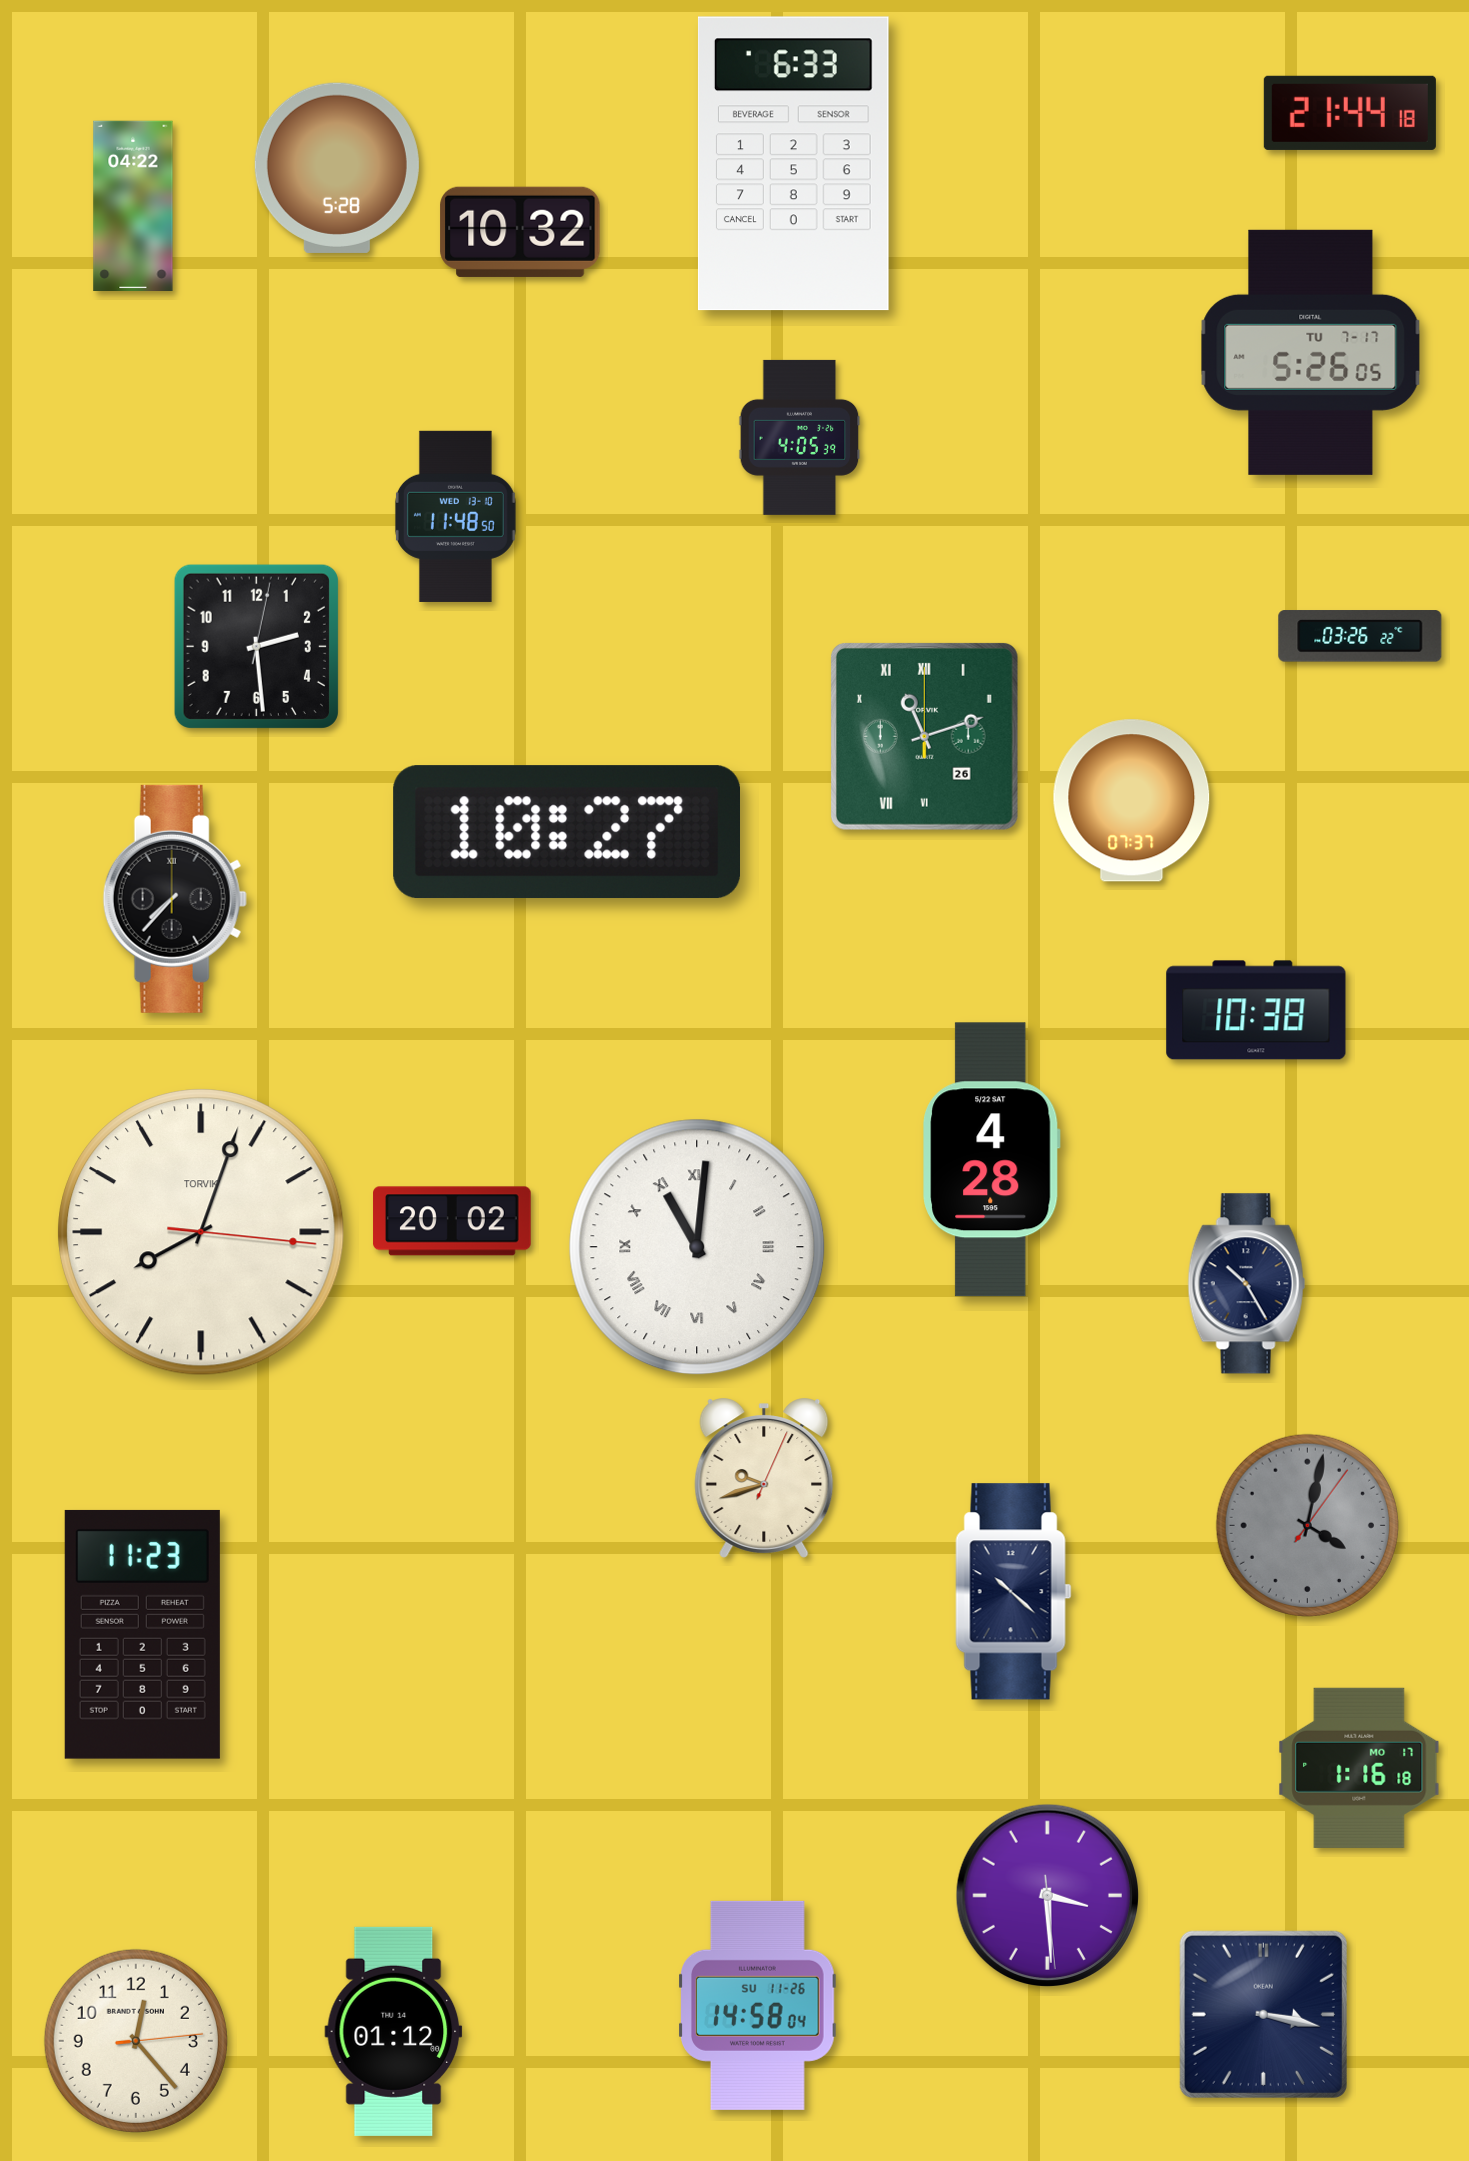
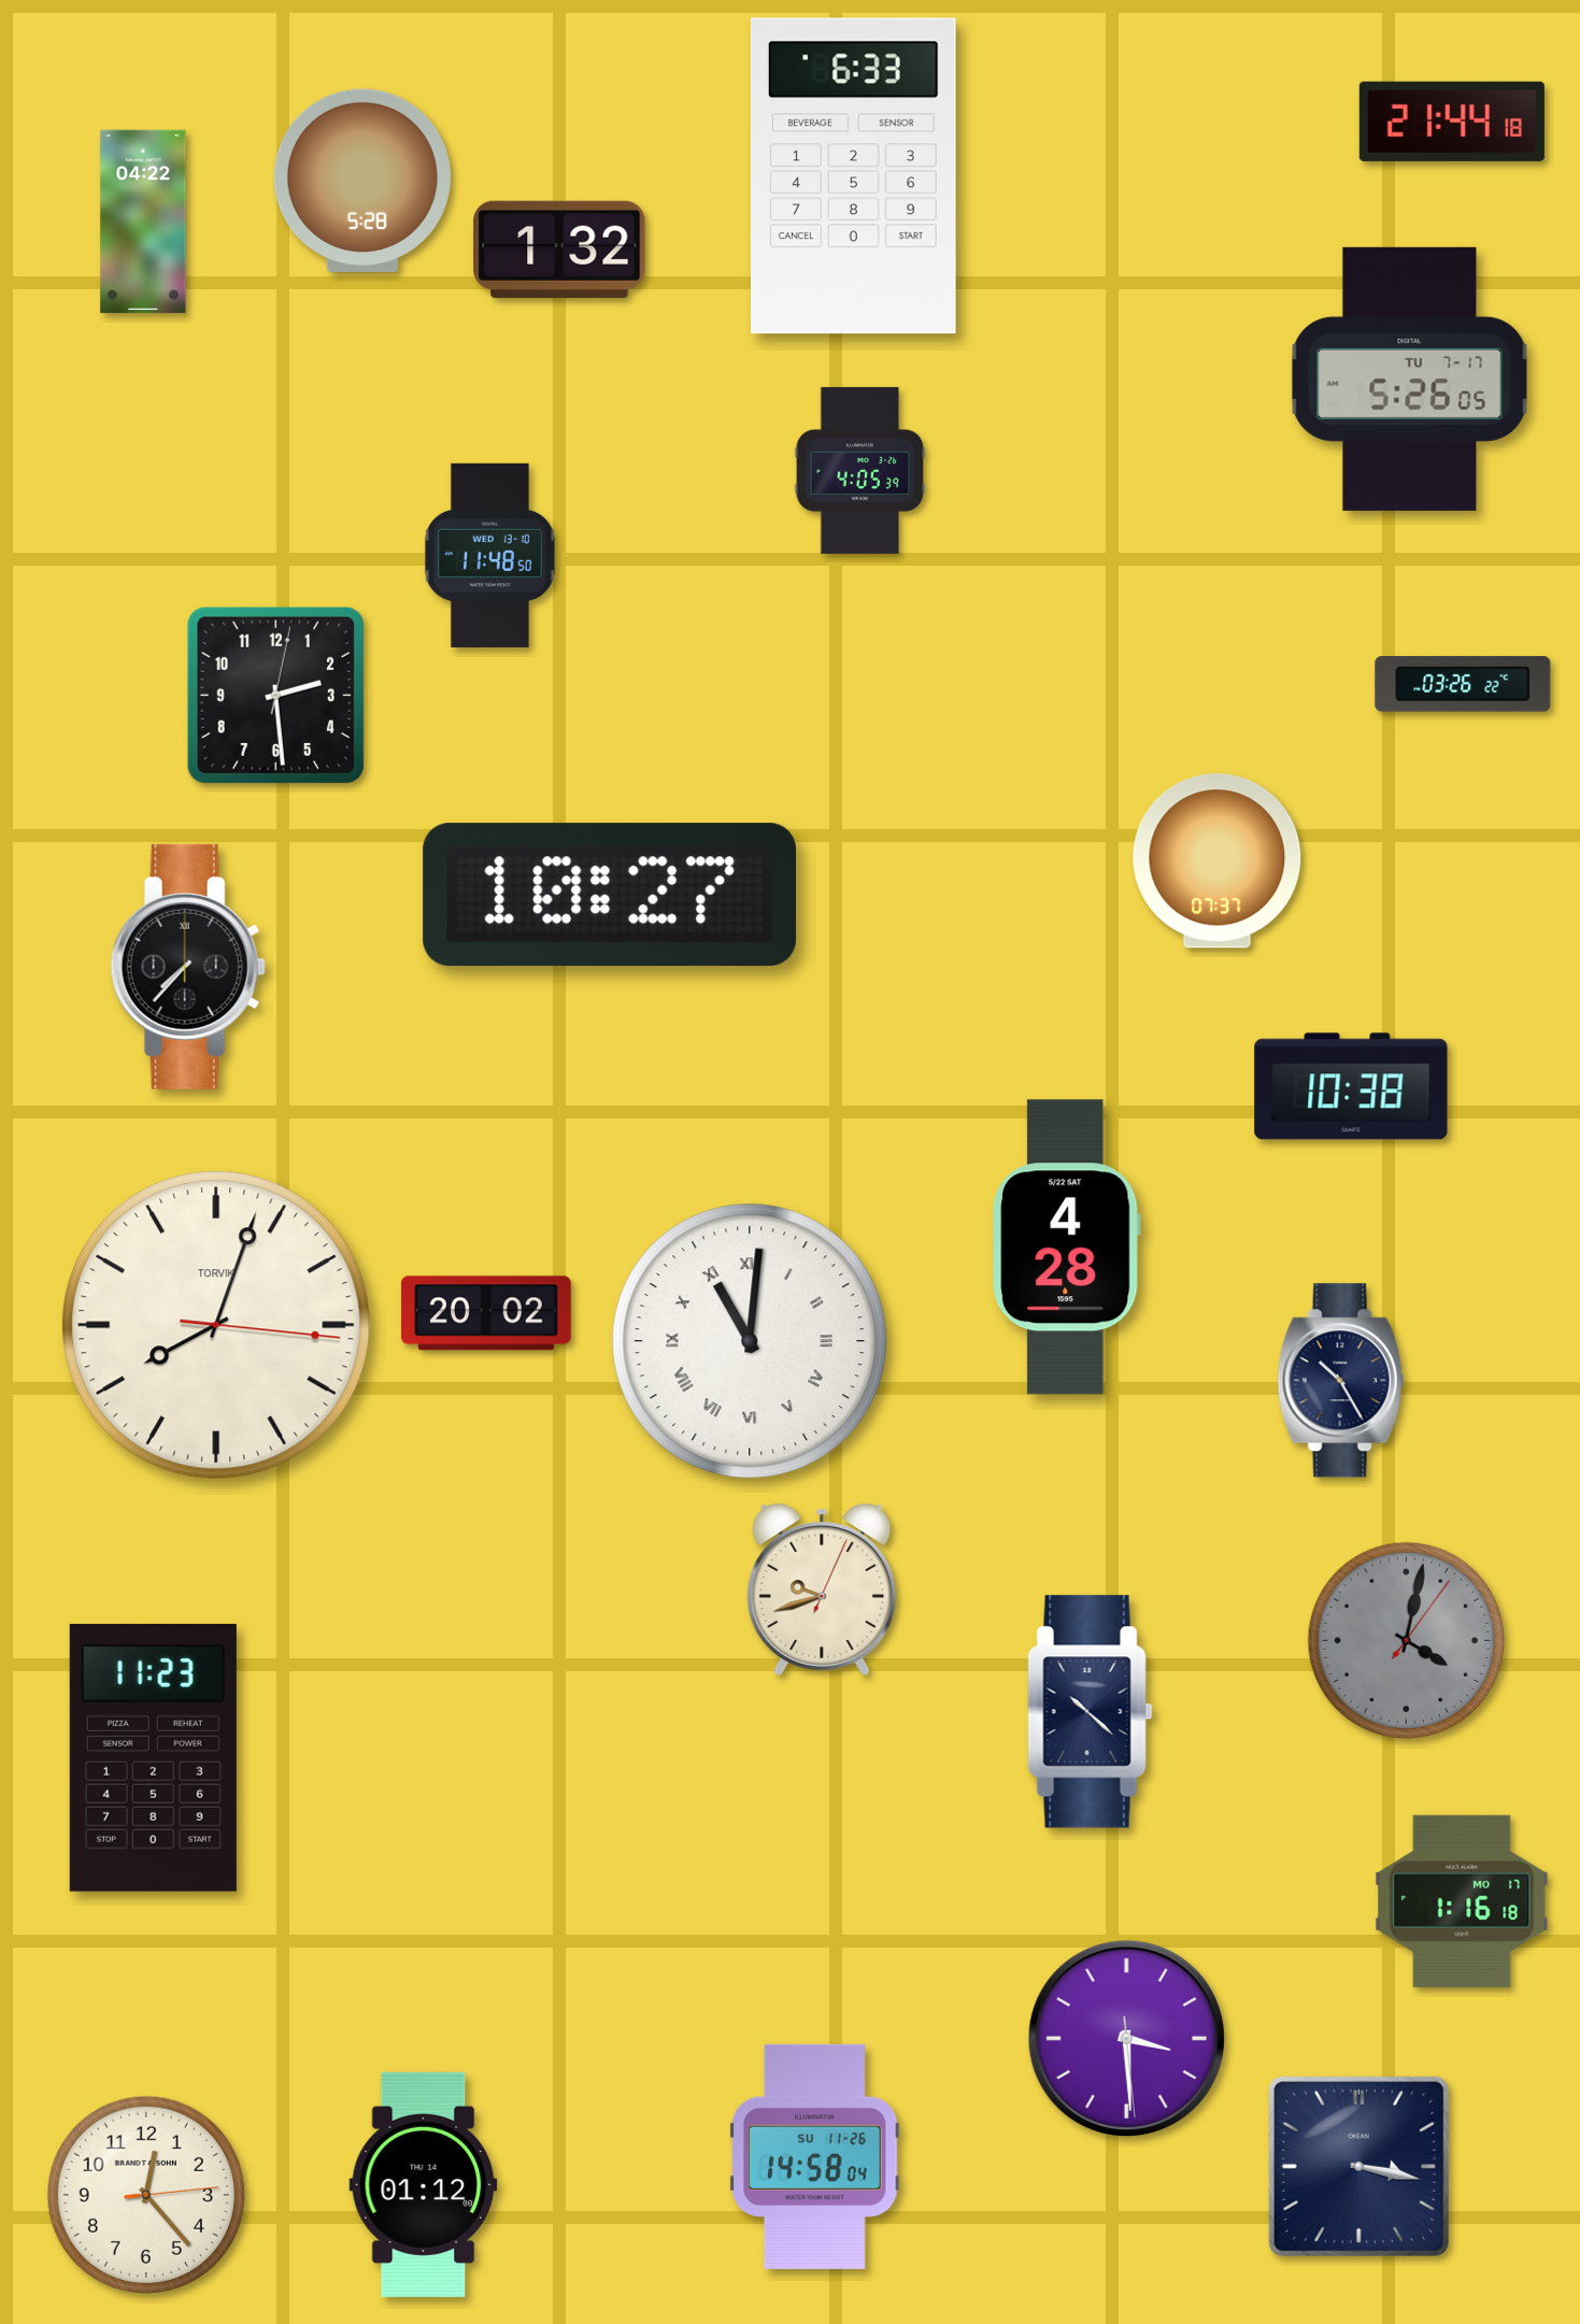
clock at (520, 232): 10:32 -> 1:32
clock at (924, 736): 11:12 -> none
